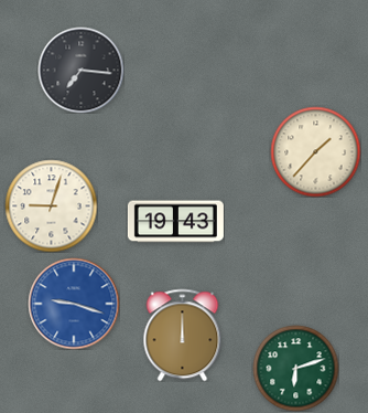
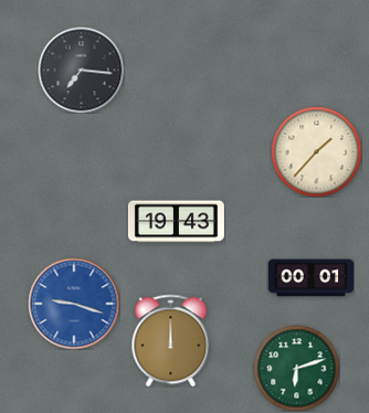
clock at (51, 205): 9:03 -> none
clock at (310, 278): none -> 00:01
clock at (183, 335) position: (183, 335) -> (171, 340)
